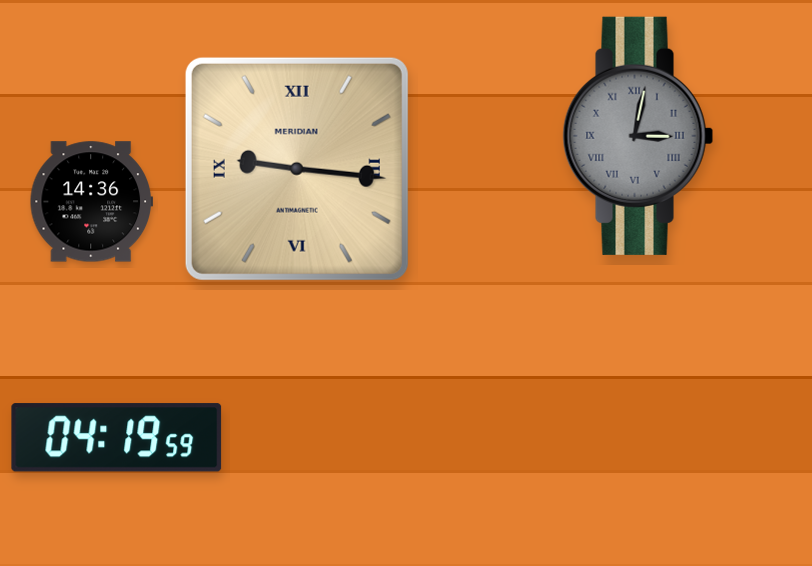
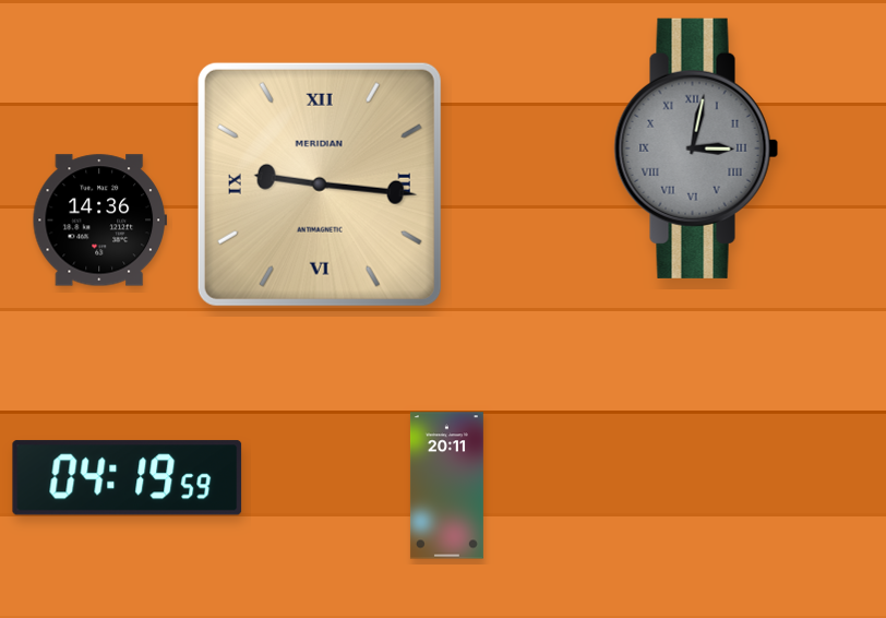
clock at (297, 169) position: (297, 169) -> (320, 185)
clock at (446, 486): none -> 20:11
